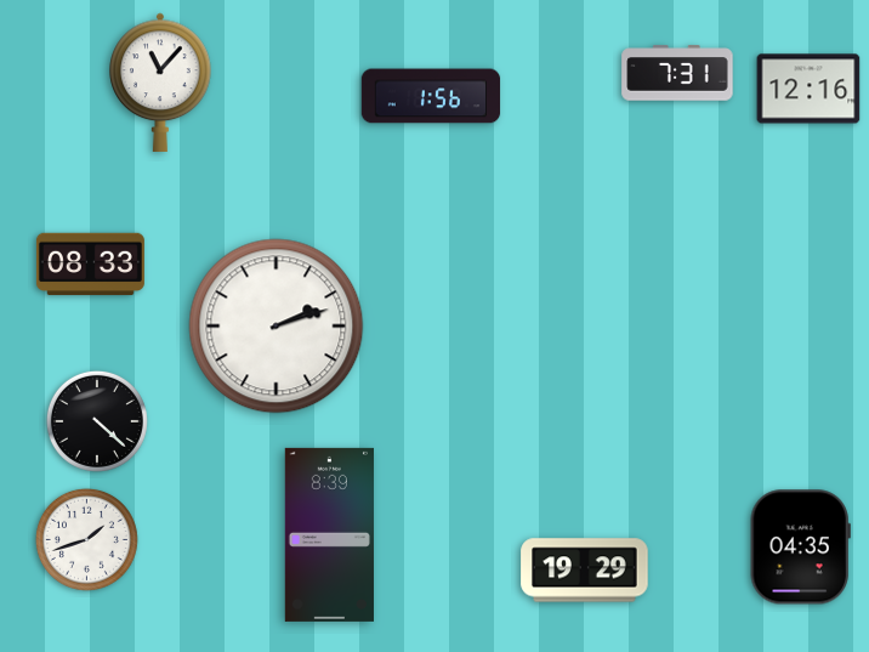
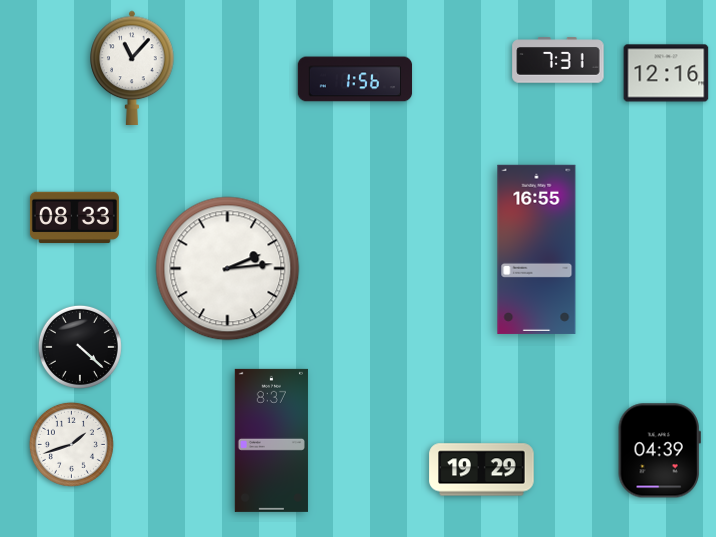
clock at (537, 249): none -> 16:55
clock at (277, 327): 2:12 -> 2:14
clock at (329, 534): 8:39 -> 8:37
clock at (800, 548): 04:35 -> 04:39
